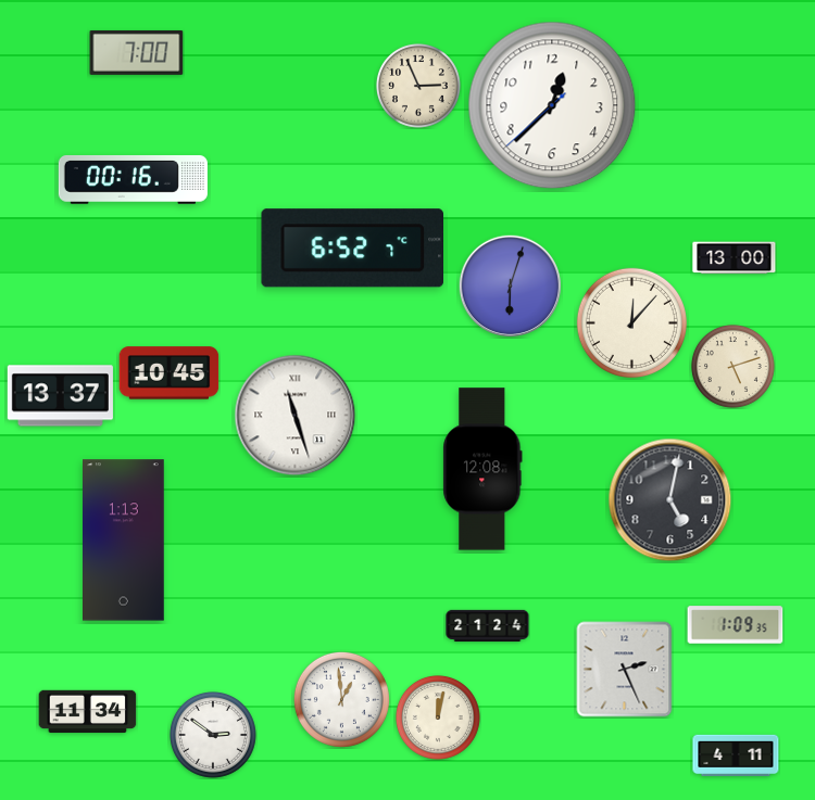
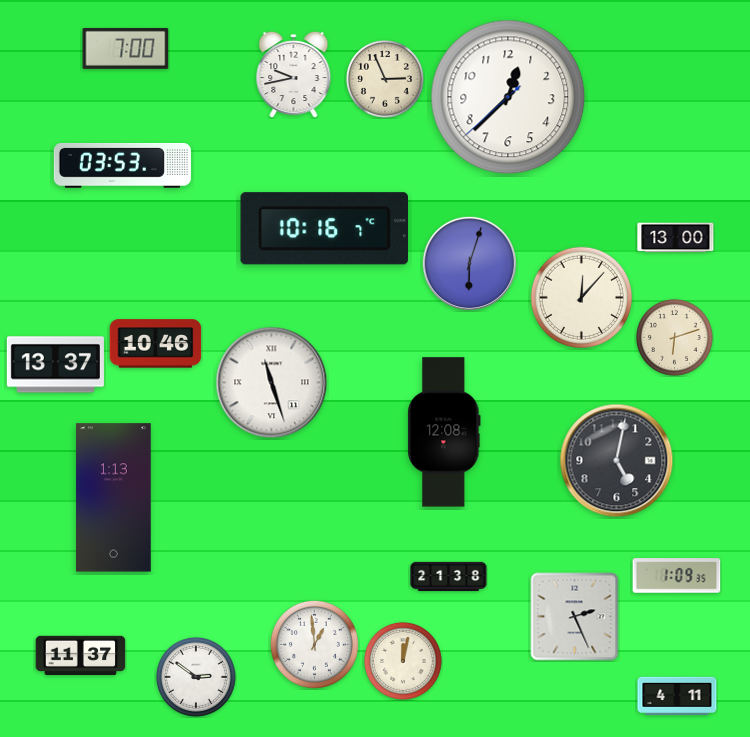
clock at (294, 74): none -> 9:43
clock at (133, 180): 00:16 -> 03:53
clock at (352, 249): 6:52 -> 10:16
clock at (732, 366): 5:12 -> 6:12
clock at (170, 373): 10:45 -> 10:46
clock at (488, 626): 21:24 -> 21:38
clock at (88, 712): 11:34 -> 11:37
